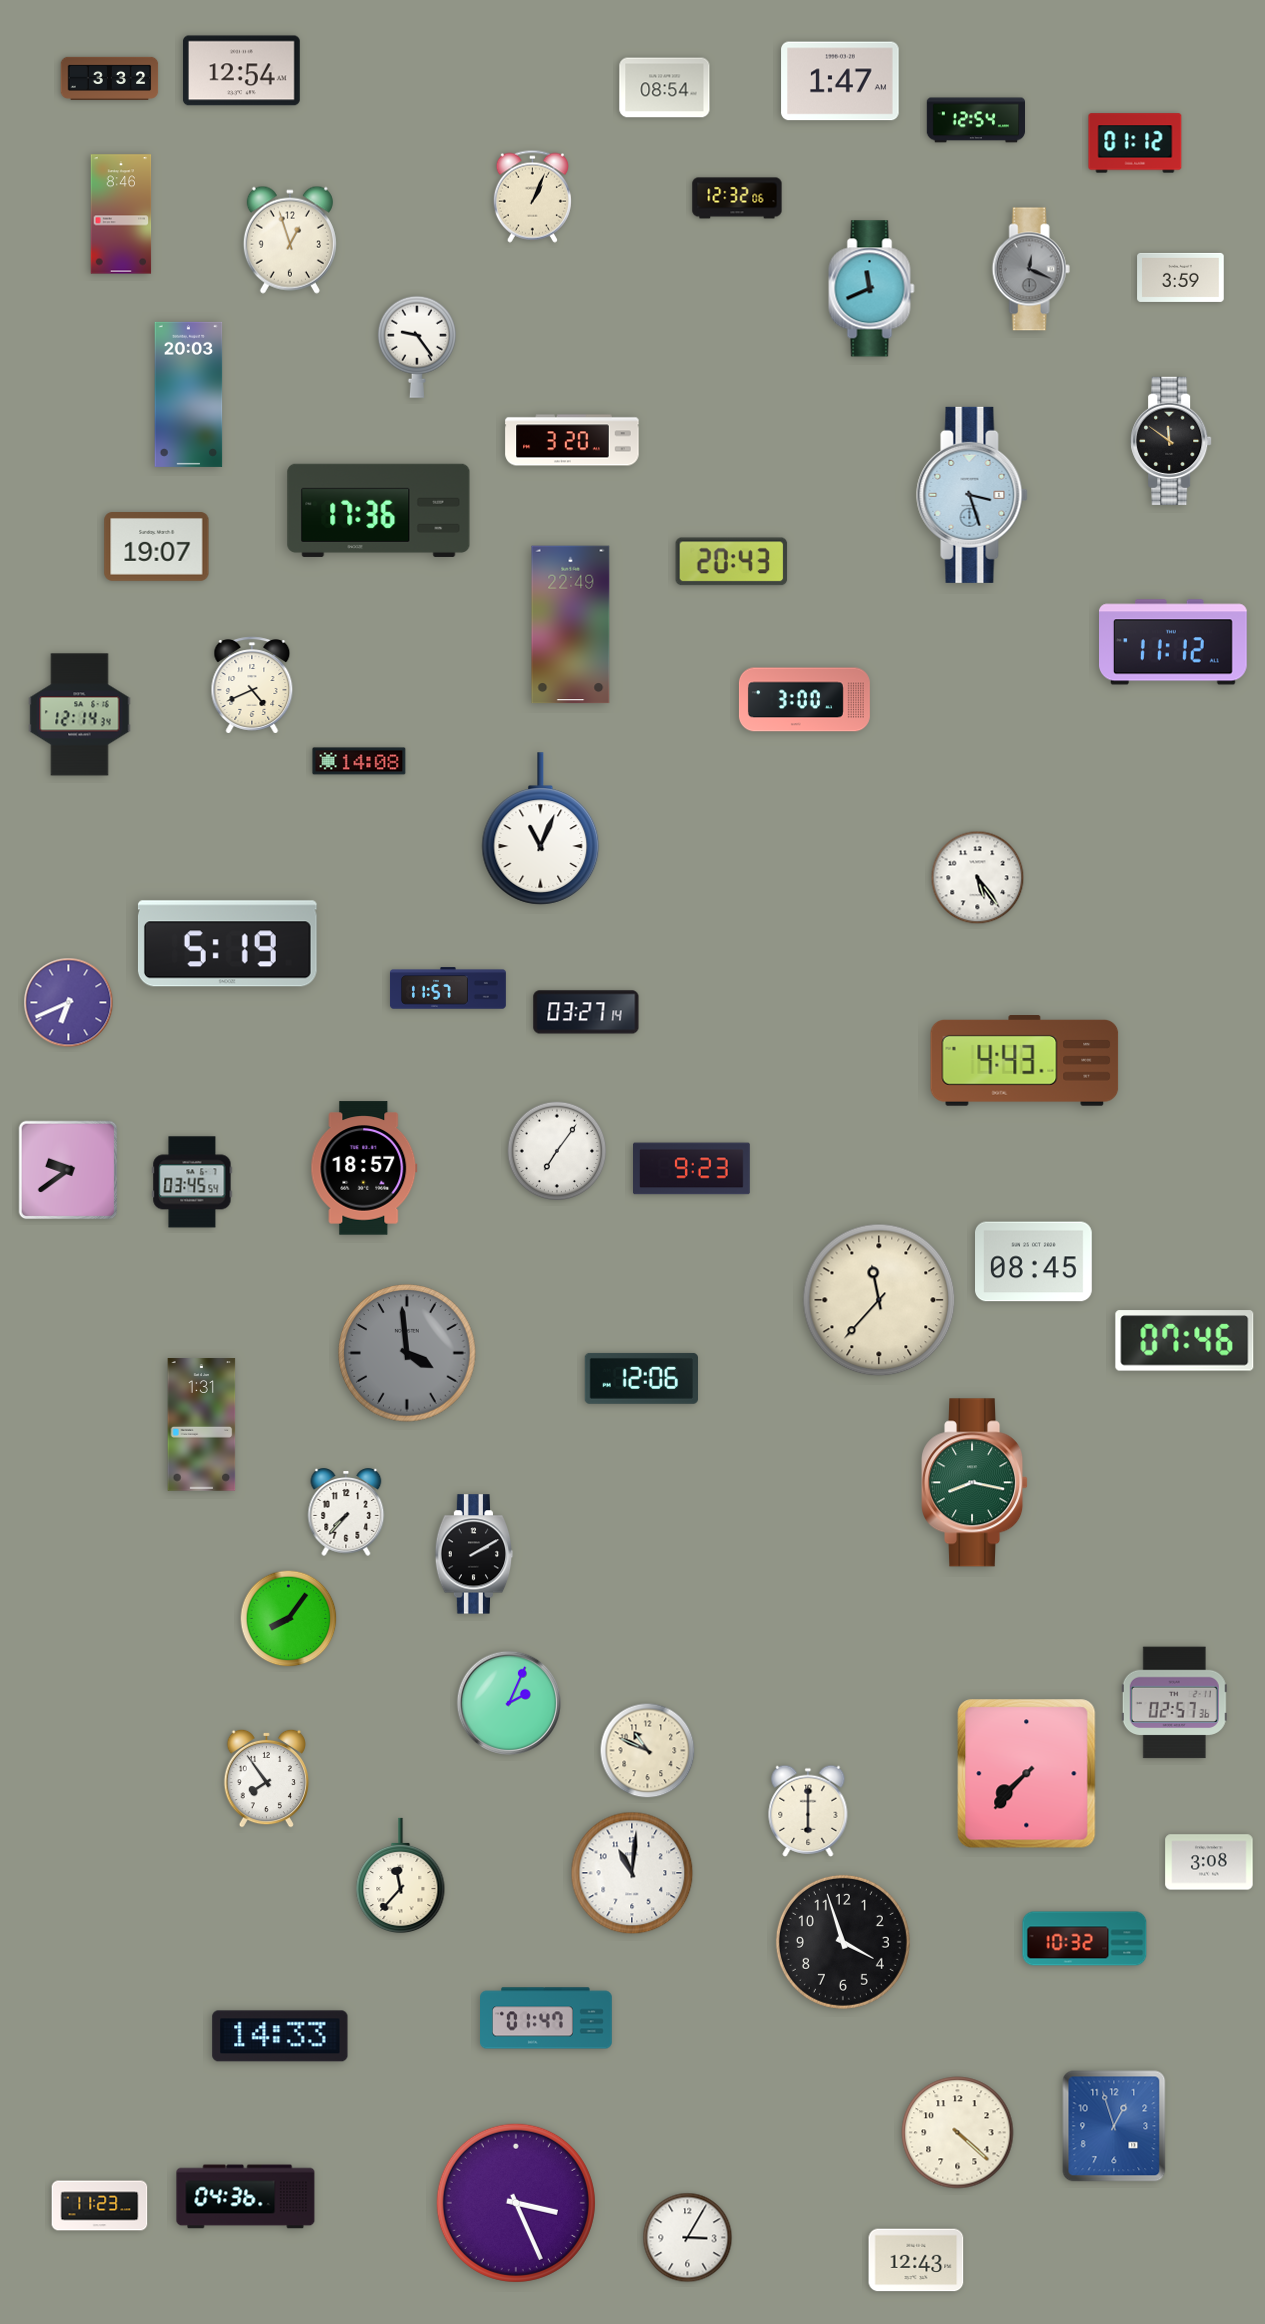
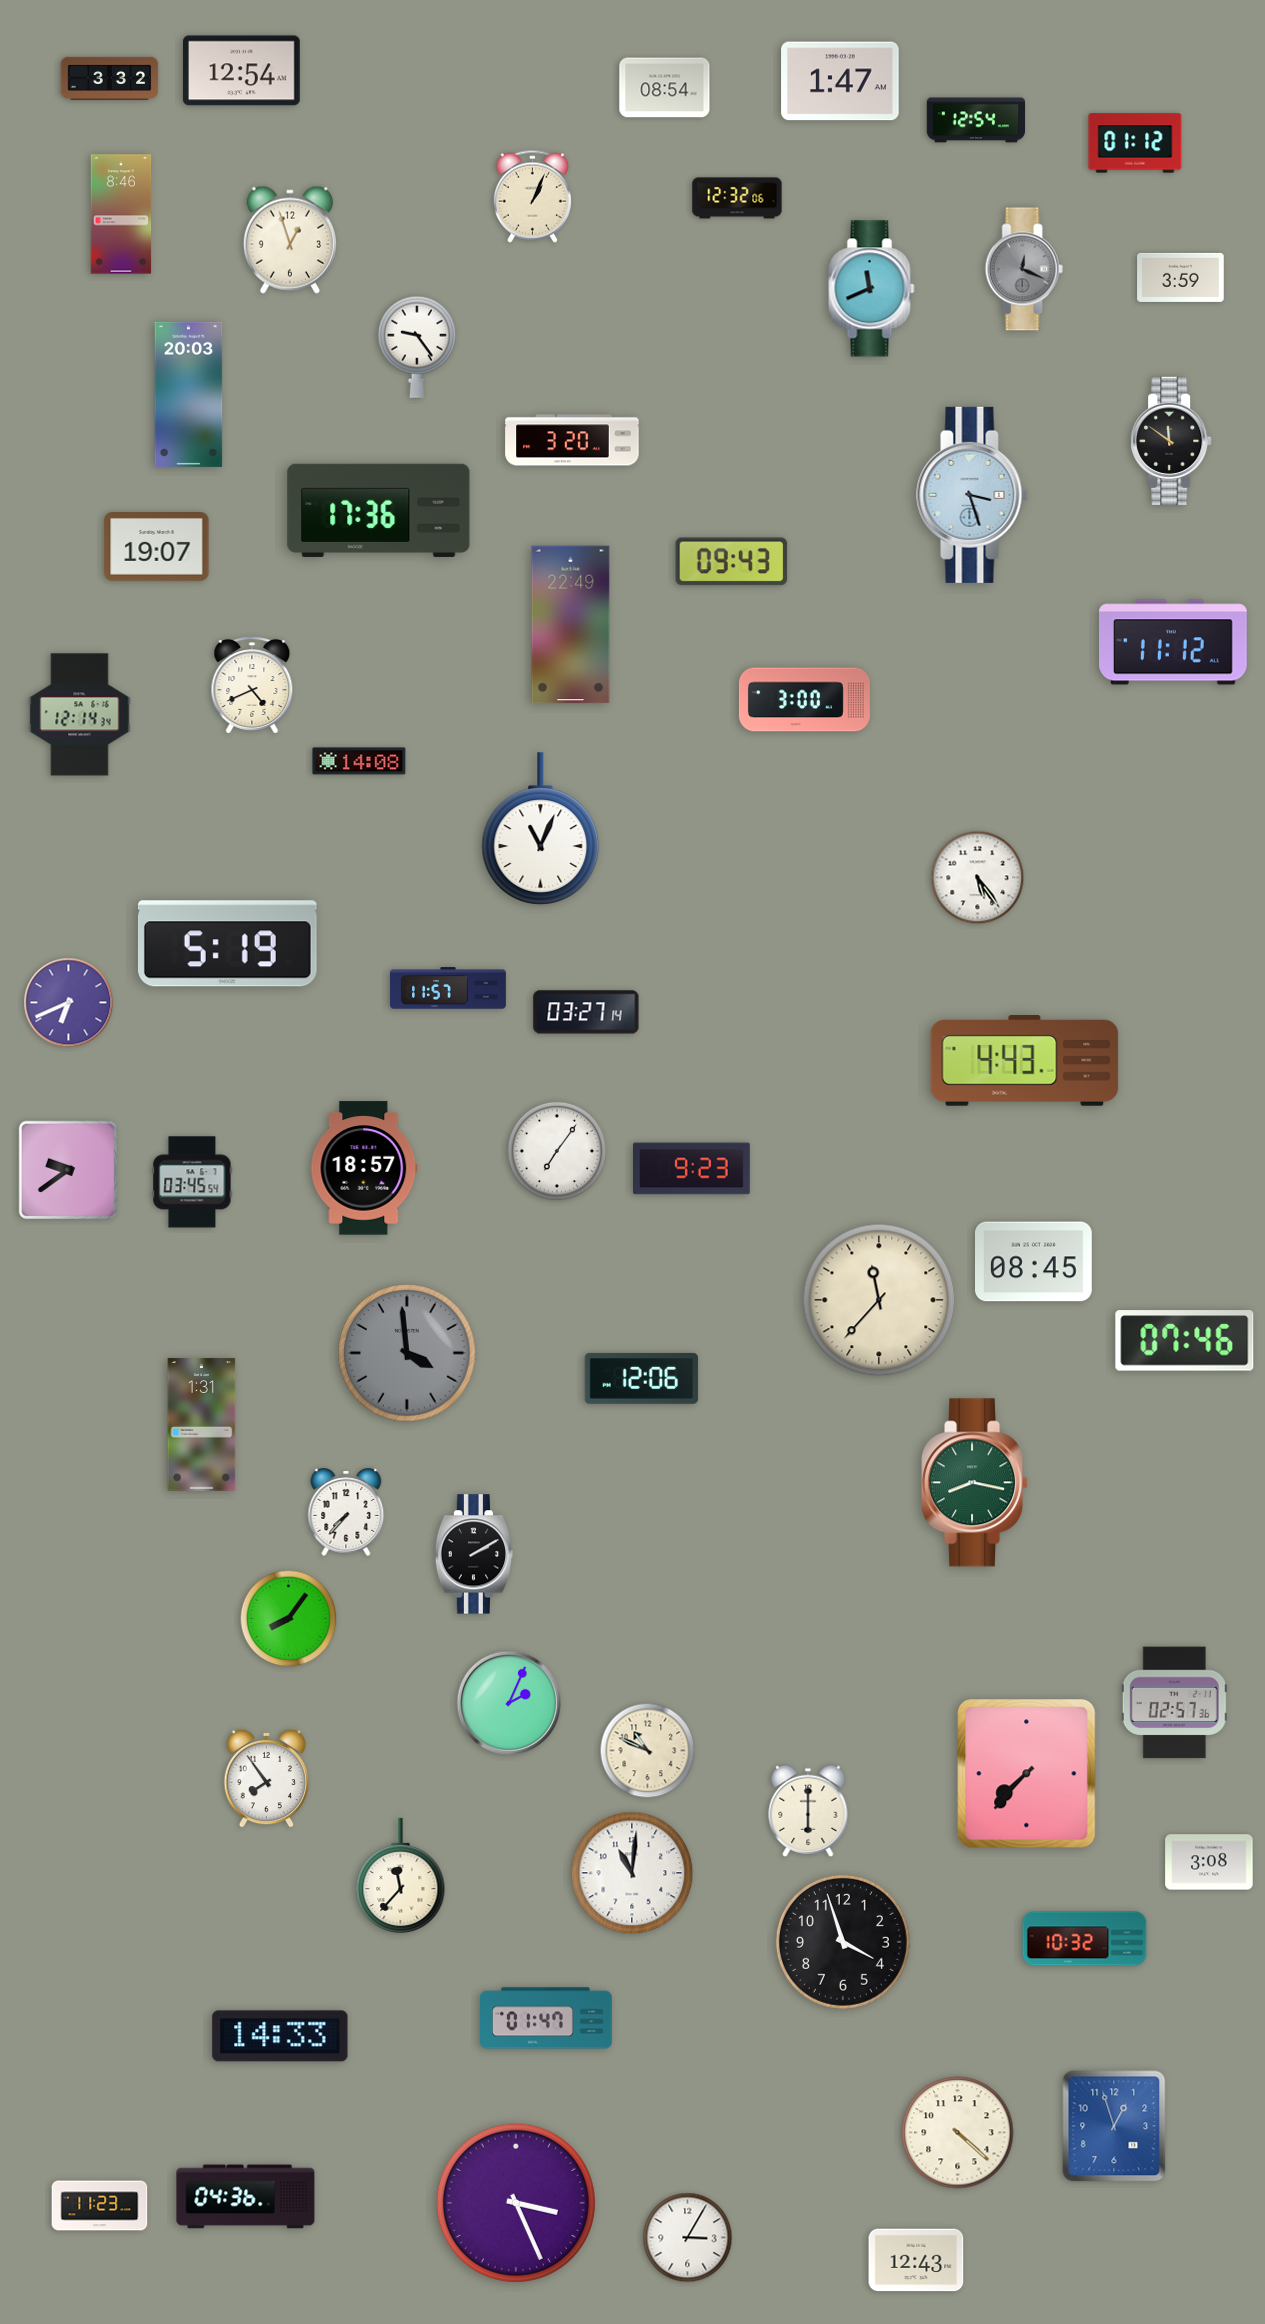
clock at (1031, 269) position: (1031, 269) -> (1024, 269)
clock at (732, 562): 20:43 -> 09:43
